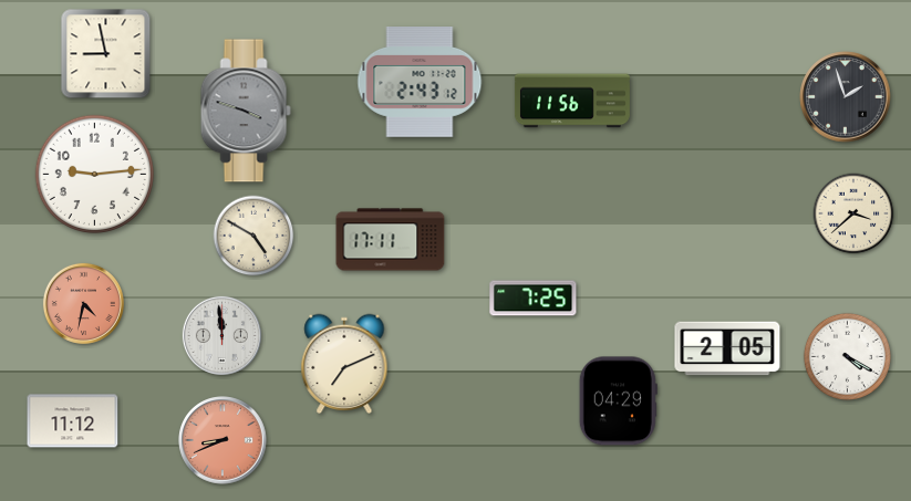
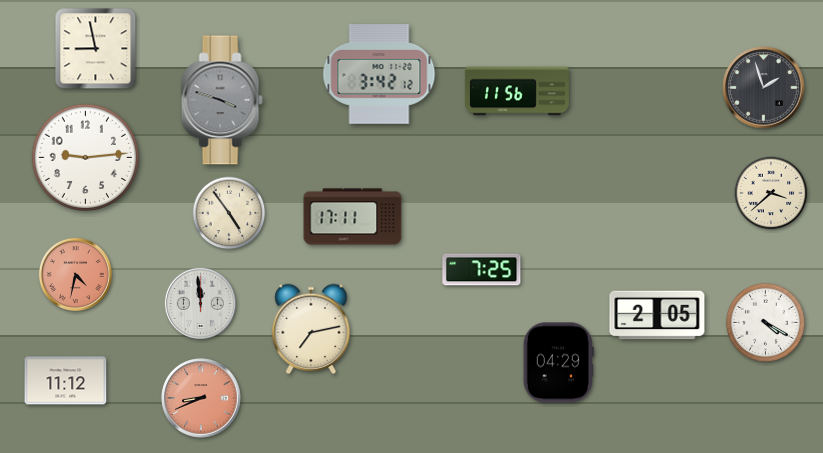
clock at (420, 83): 2:43 -> 3:42
clock at (253, 236): 4:50 -> 4:54
clock at (344, 364): 7:11 -> 7:13
